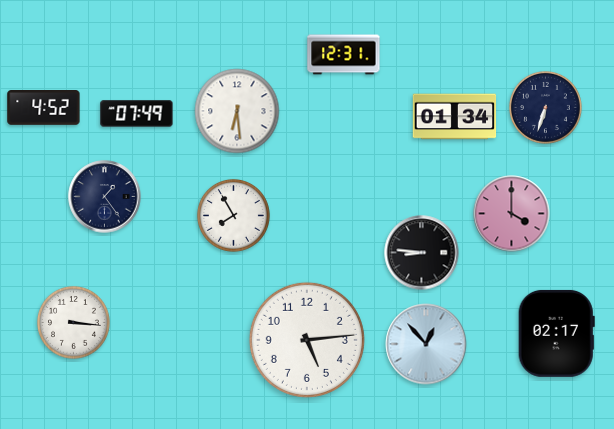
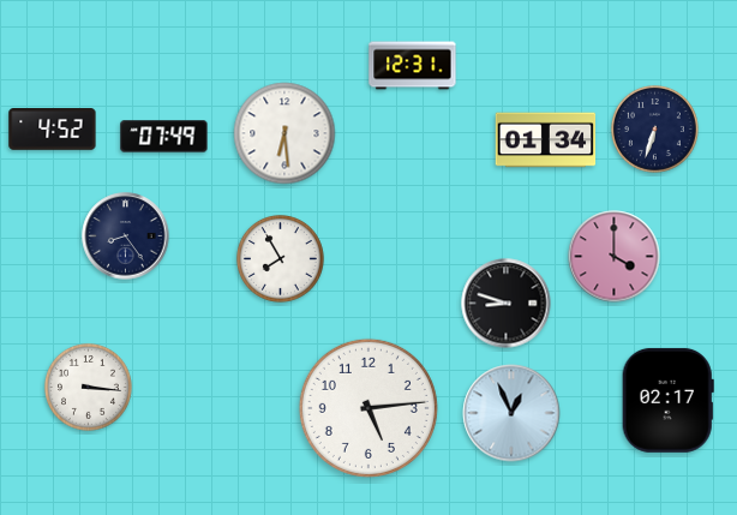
clock at (105, 197): 1:24 -> 8:24
clock at (422, 253): 8:46 -> 8:48
clock at (426, 344): 12:53 -> 12:56
